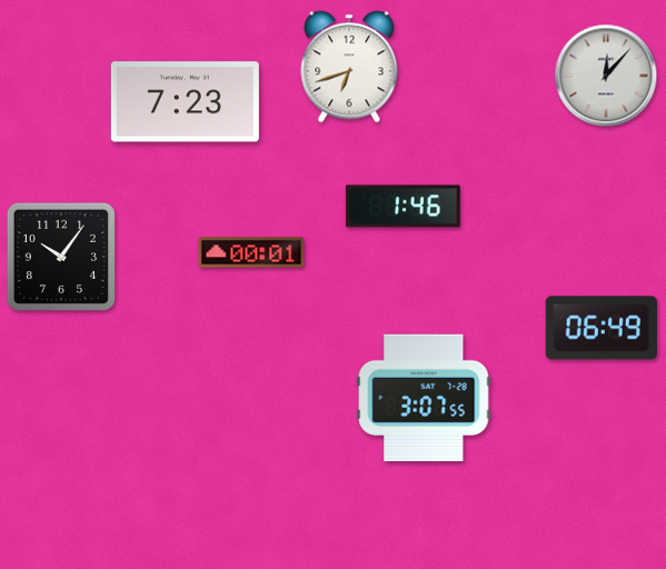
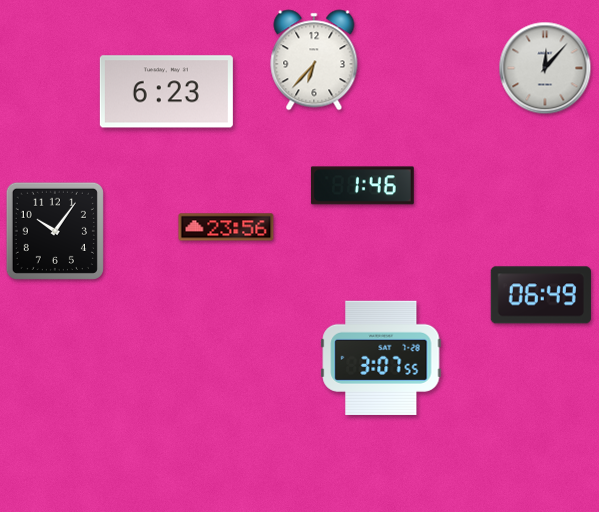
clock at (349, 67): 6:42 -> 6:37
clock at (185, 102): 7:23 -> 6:23
clock at (251, 252): 00:01 -> 23:56
